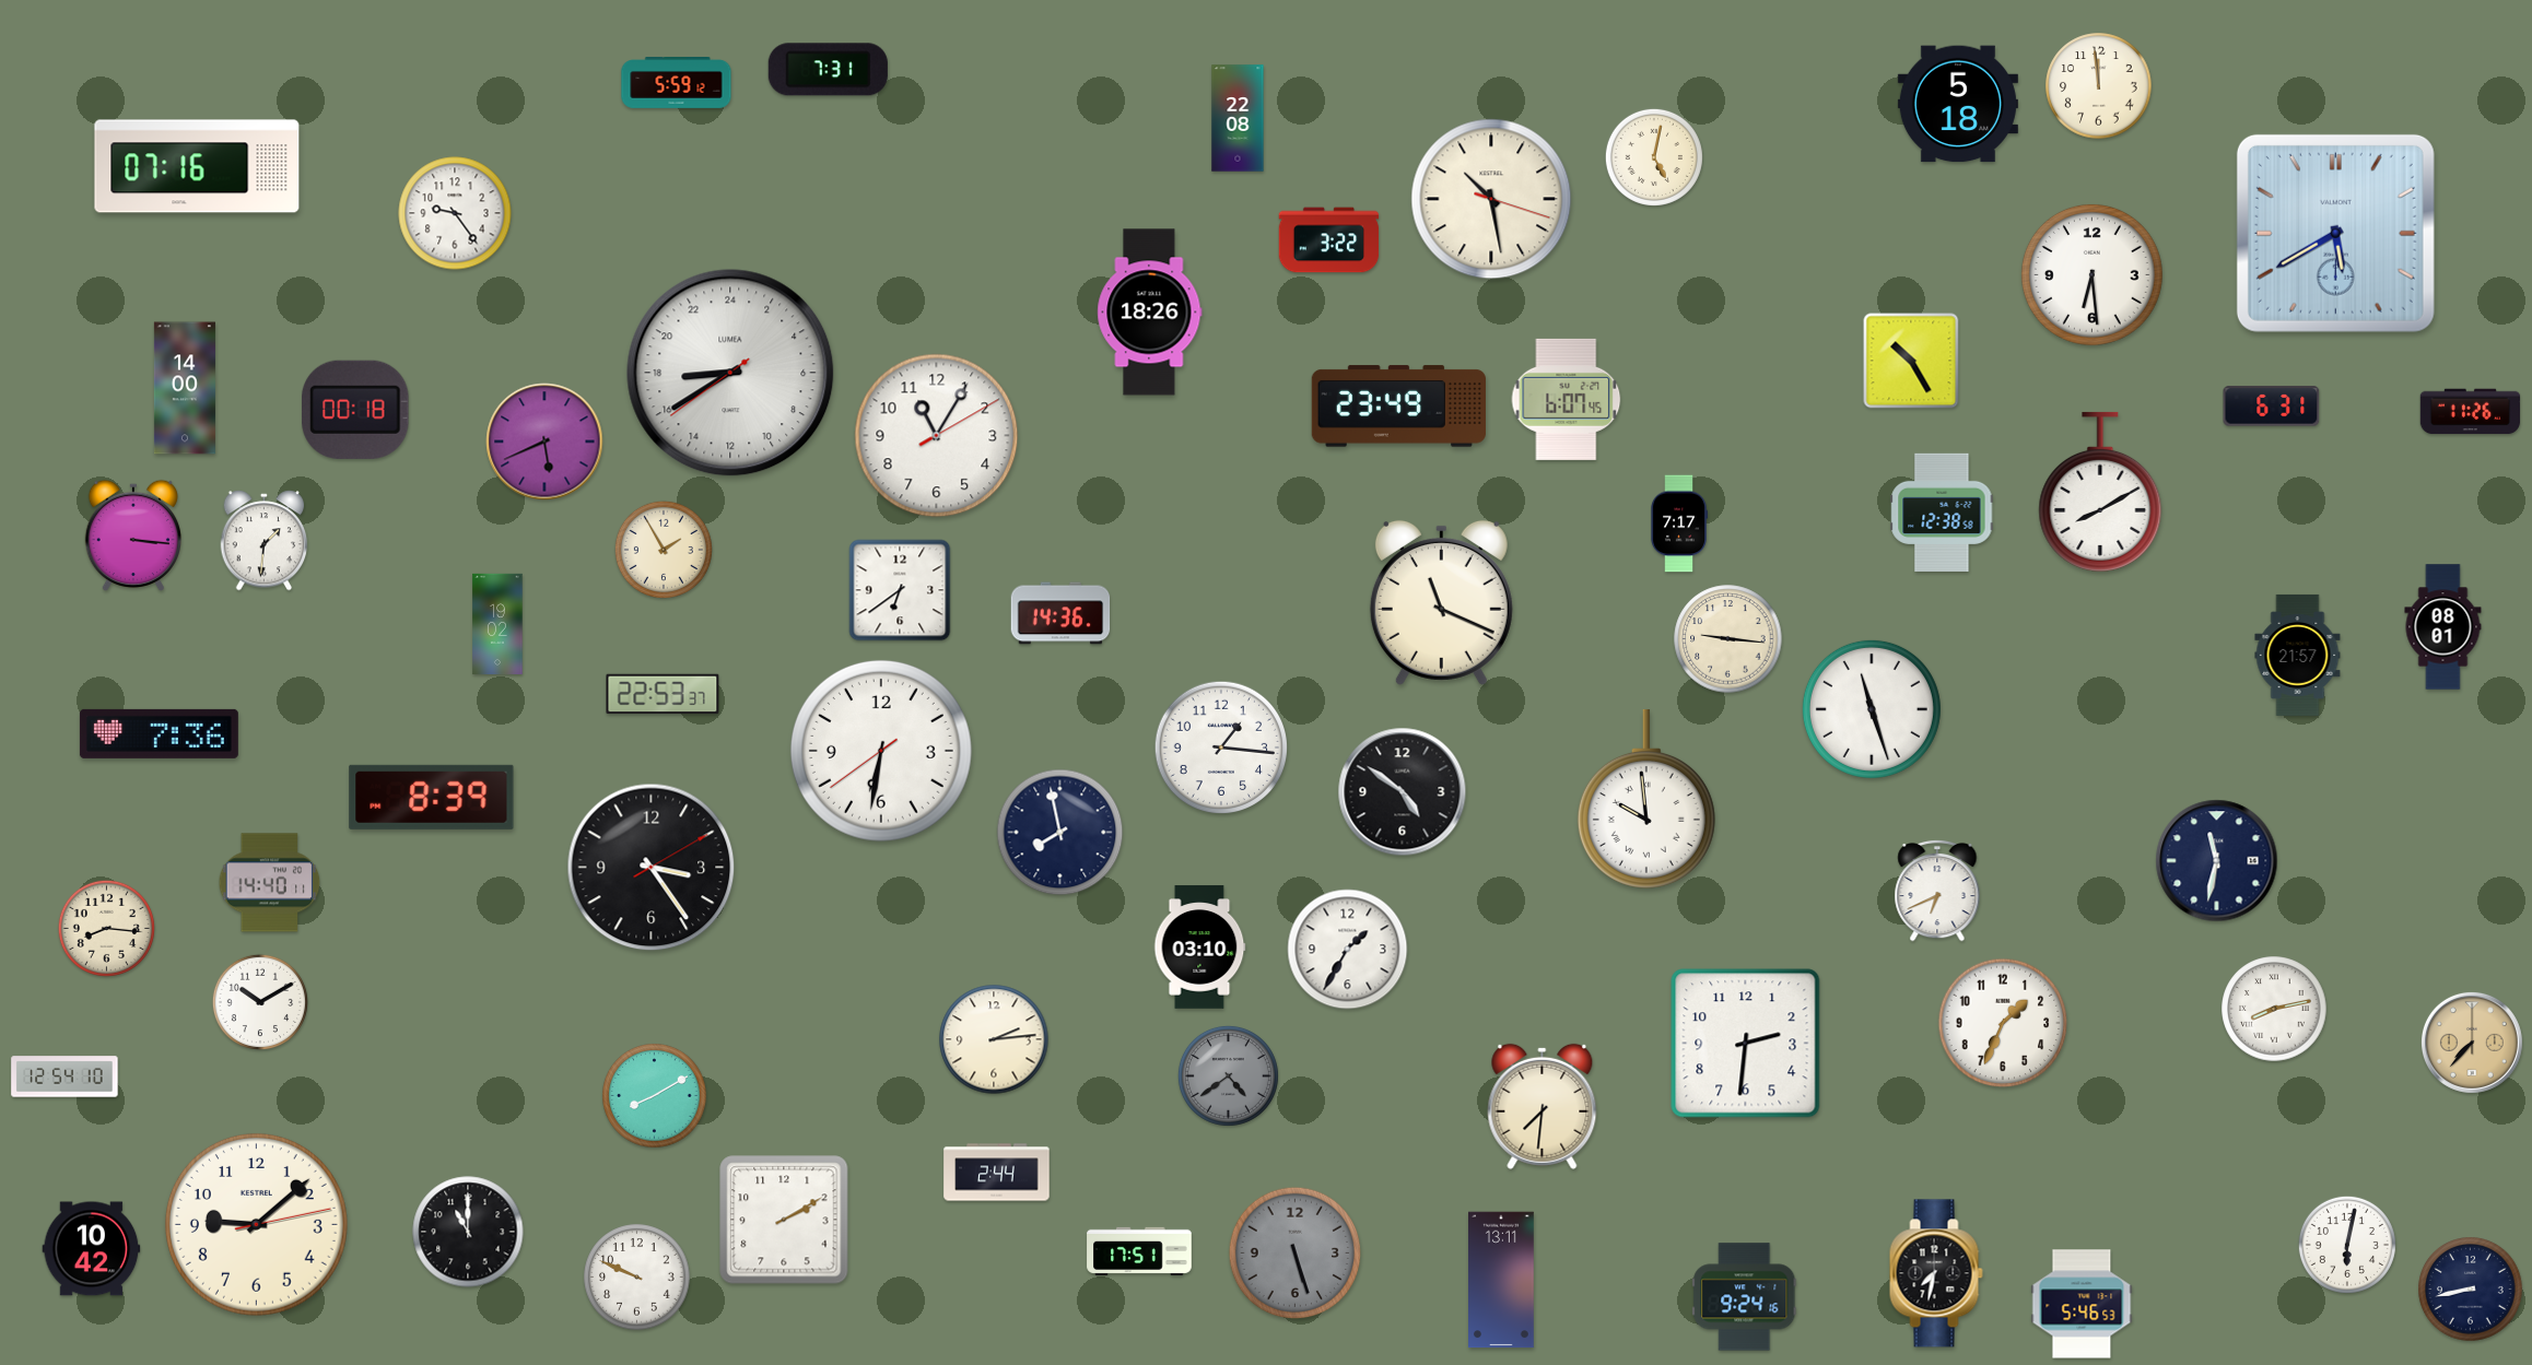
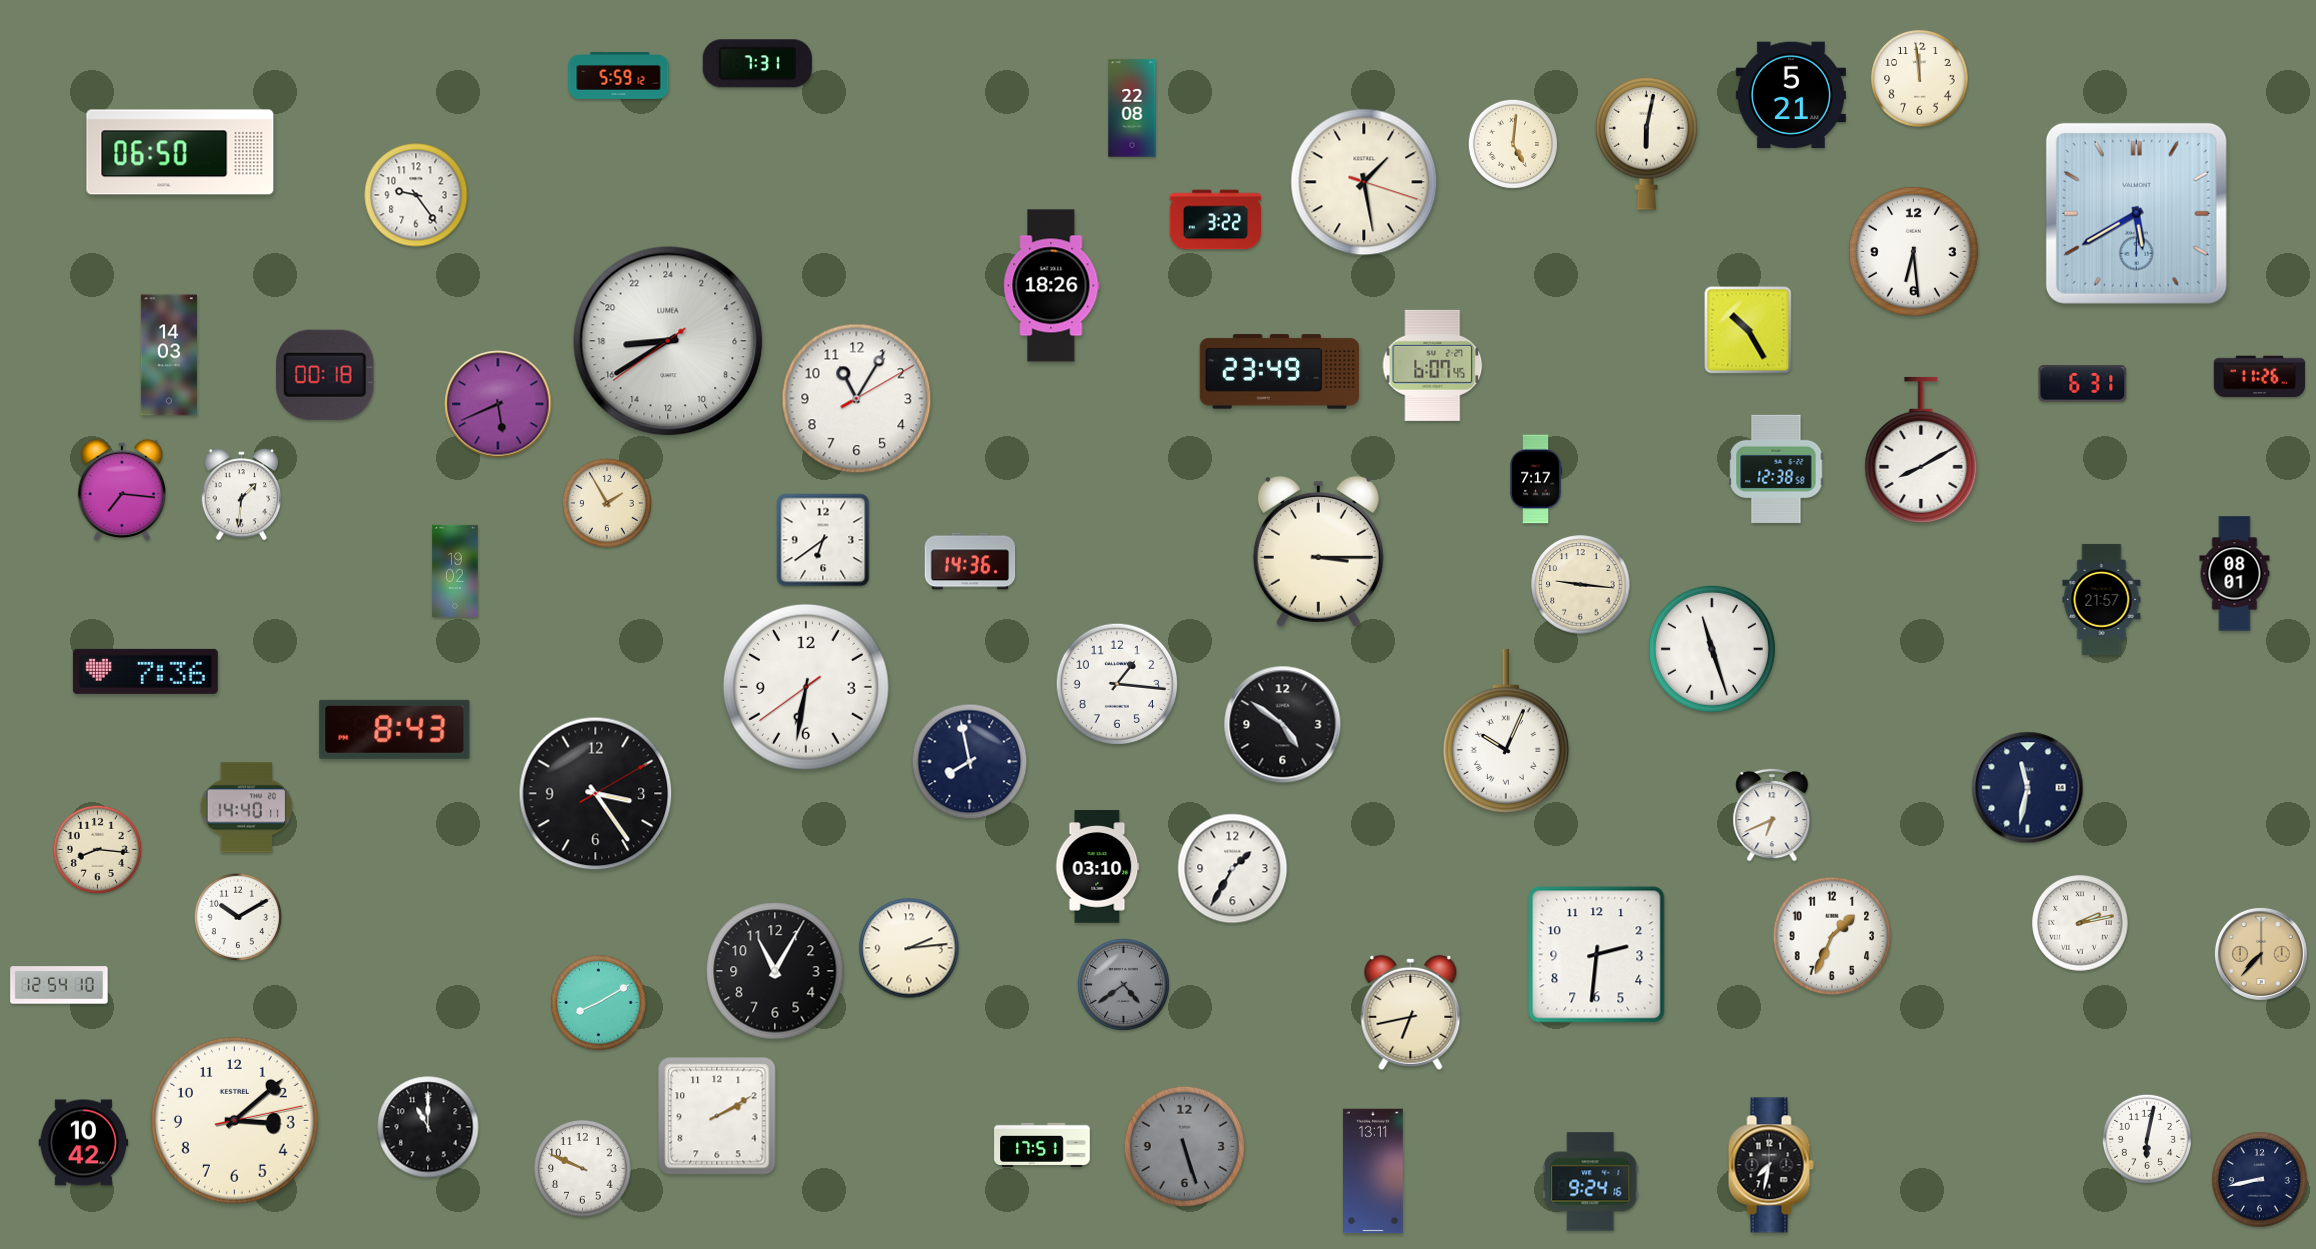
clock at (1958, 104): 5:18 -> 5:21
clock at (1647, 143): none -> 6:02
clock at (1654, 157): 5:02 -> 5:01
clock at (197, 166): 07:16 -> 06:50
clock at (1491, 199): 10:28 -> 1:28
clock at (185, 388): 14:00 -> 14:03
clock at (2272, 407) position: (2272, 407) -> (2083, 384)
clock at (132, 536): 3:16 -> 7:16
clock at (1441, 602): 11:19 -> 3:15
clock at (663, 694): 22:53 -> none
clock at (432, 797): 8:39 -> 8:43
clock at (1646, 799): 9:59 -> 10:04
clock at (2274, 1009): 8:13 -> 2:13
clock at (994, 1039) position: (994, 1039) -> (909, 948)
clock at (775, 971): none -> 11:05
clock at (1543, 1106): 7:31 -> 6:43
clock at (997, 1173): 2:44 -> none
clock at (256, 1224): 9:08 -> 3:08
clock at (1745, 1297) position: (1745, 1297) -> (1591, 1182)
clock at (2082, 1304): 5:46 -> none
